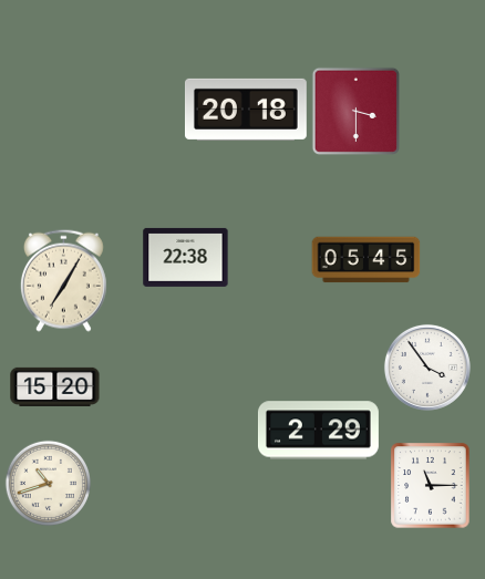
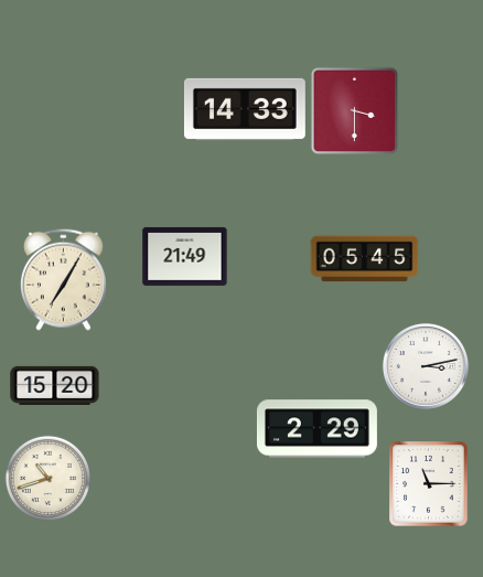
clock at (246, 110): 20:18 -> 14:33
clock at (186, 257): 22:38 -> 21:49
clock at (427, 368): 3:54 -> 3:13
clock at (48, 483) position: (48, 483) -> (47, 478)
